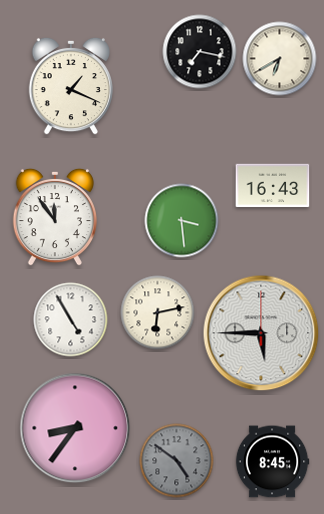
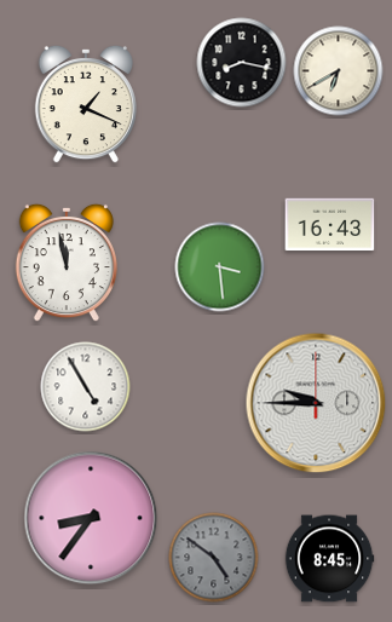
clock at (200, 52): 7:17 -> 8:17
clock at (55, 217): 11:54 -> 11:58
clock at (158, 313): 6:13 -> none
clock at (261, 333): 5:45 -> 9:45
